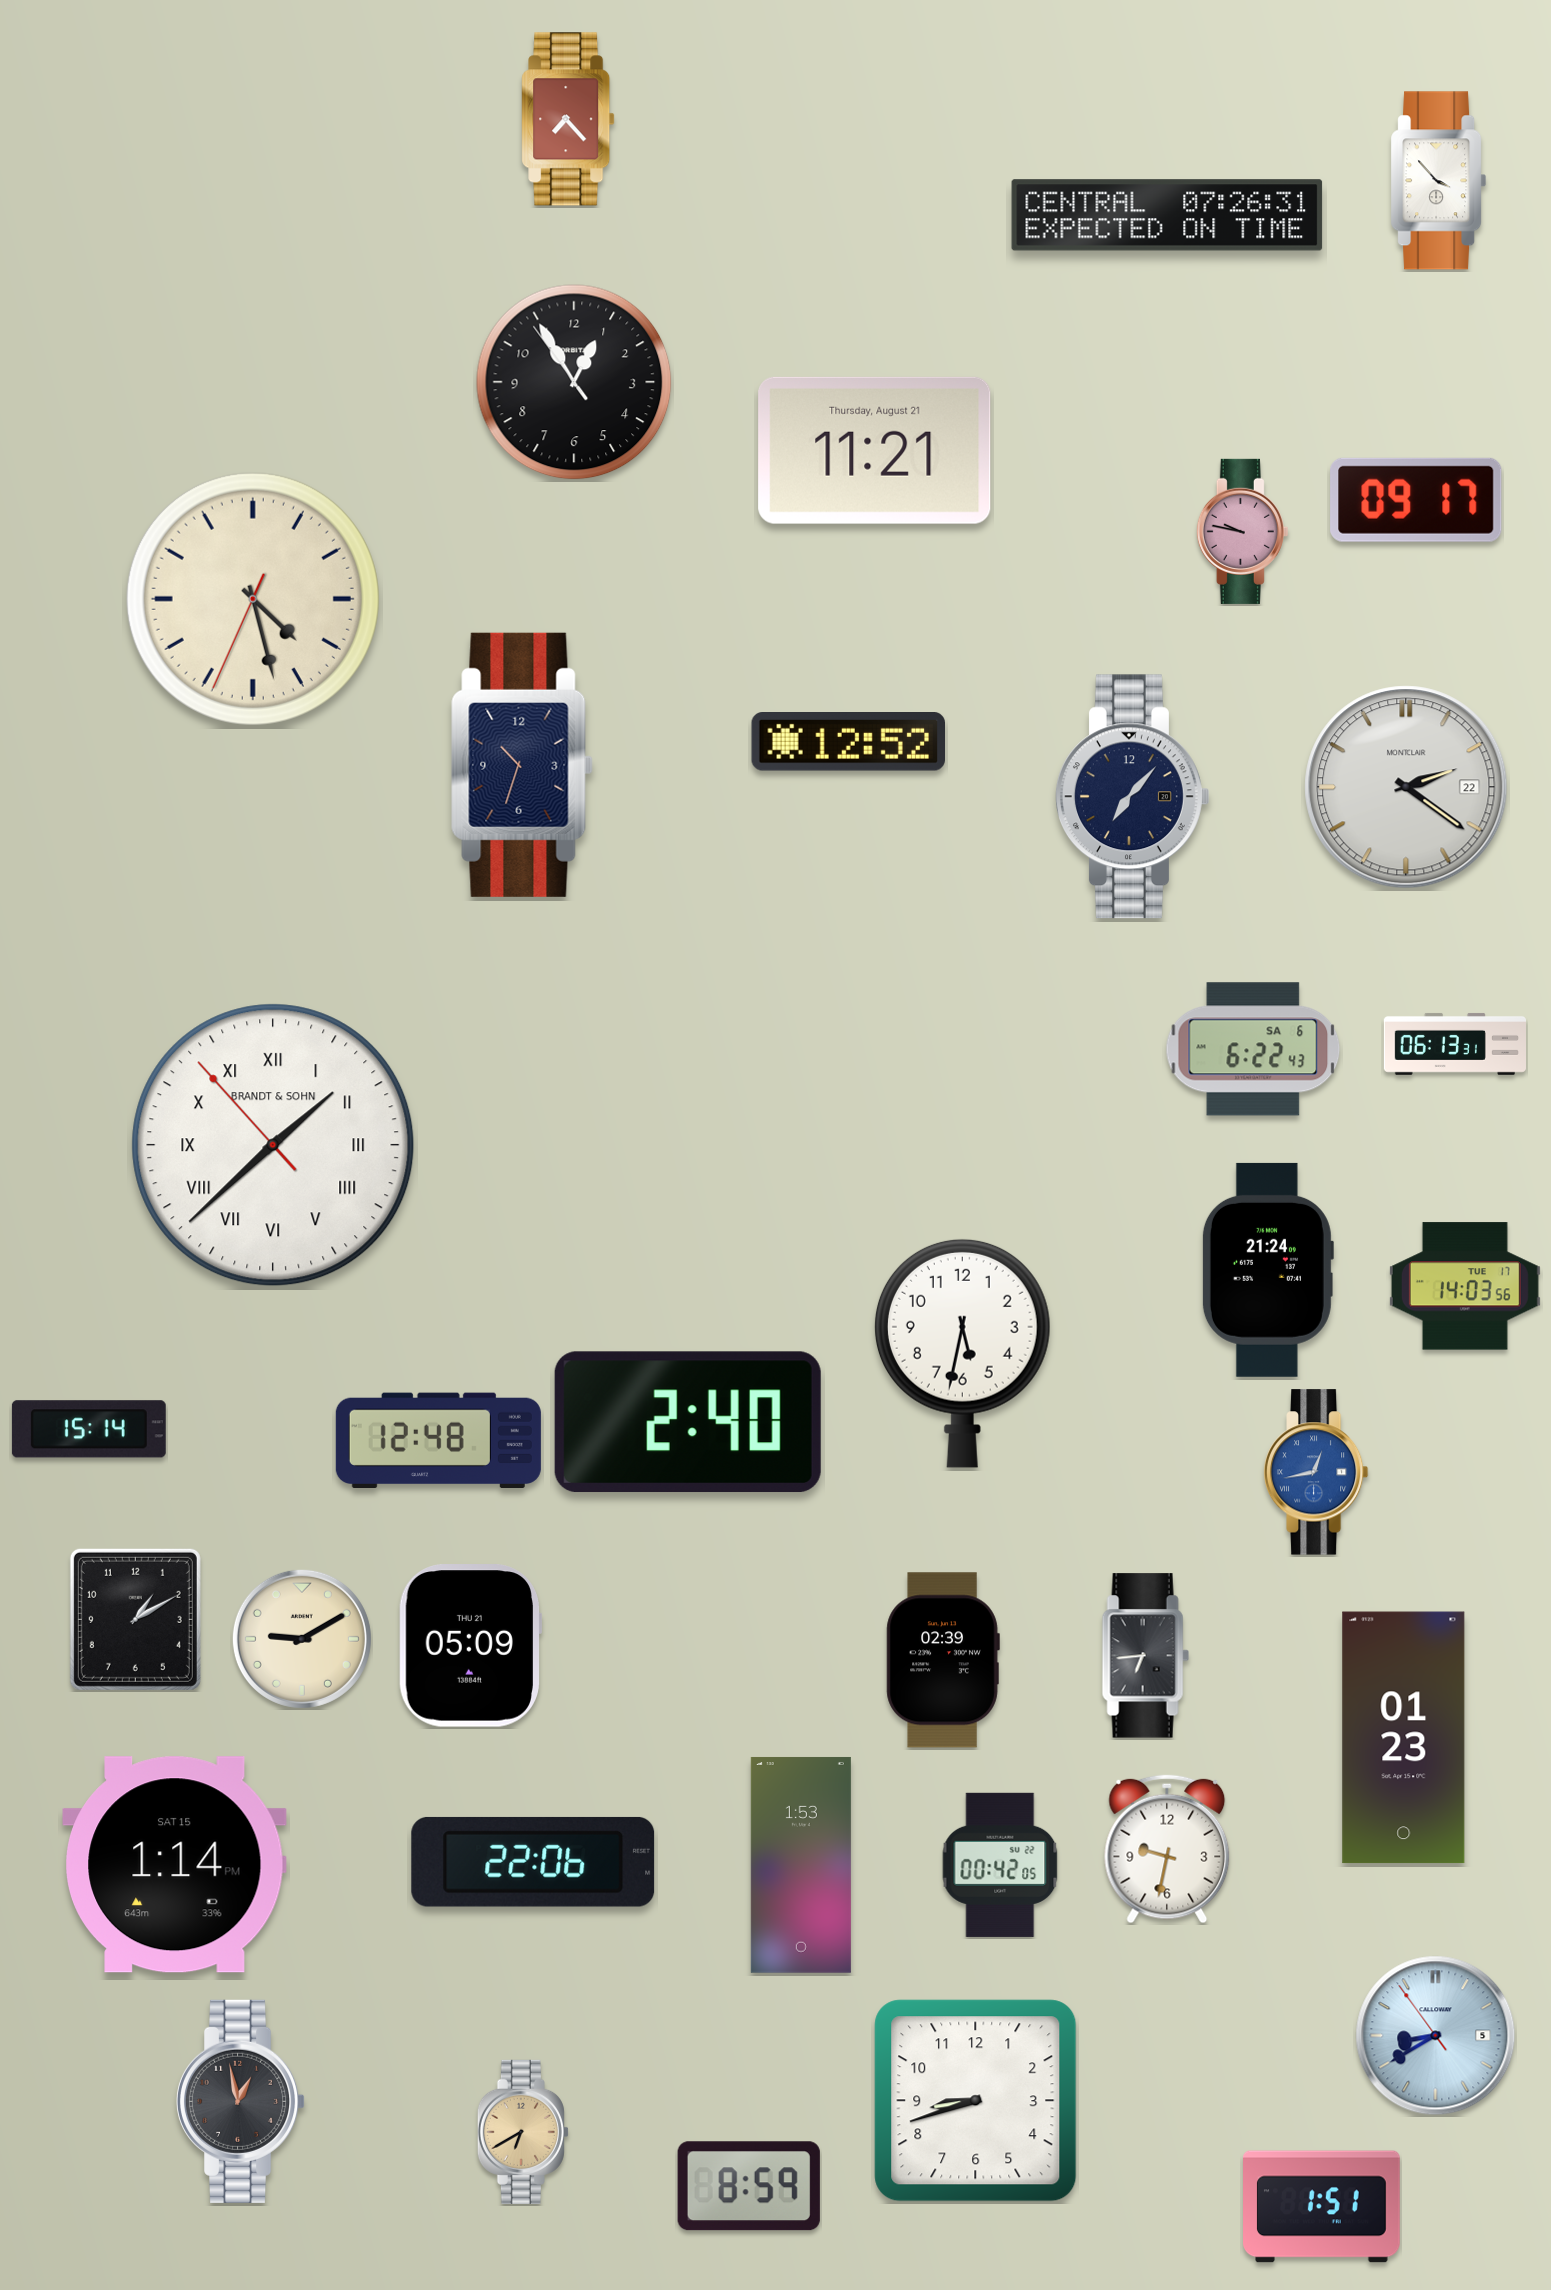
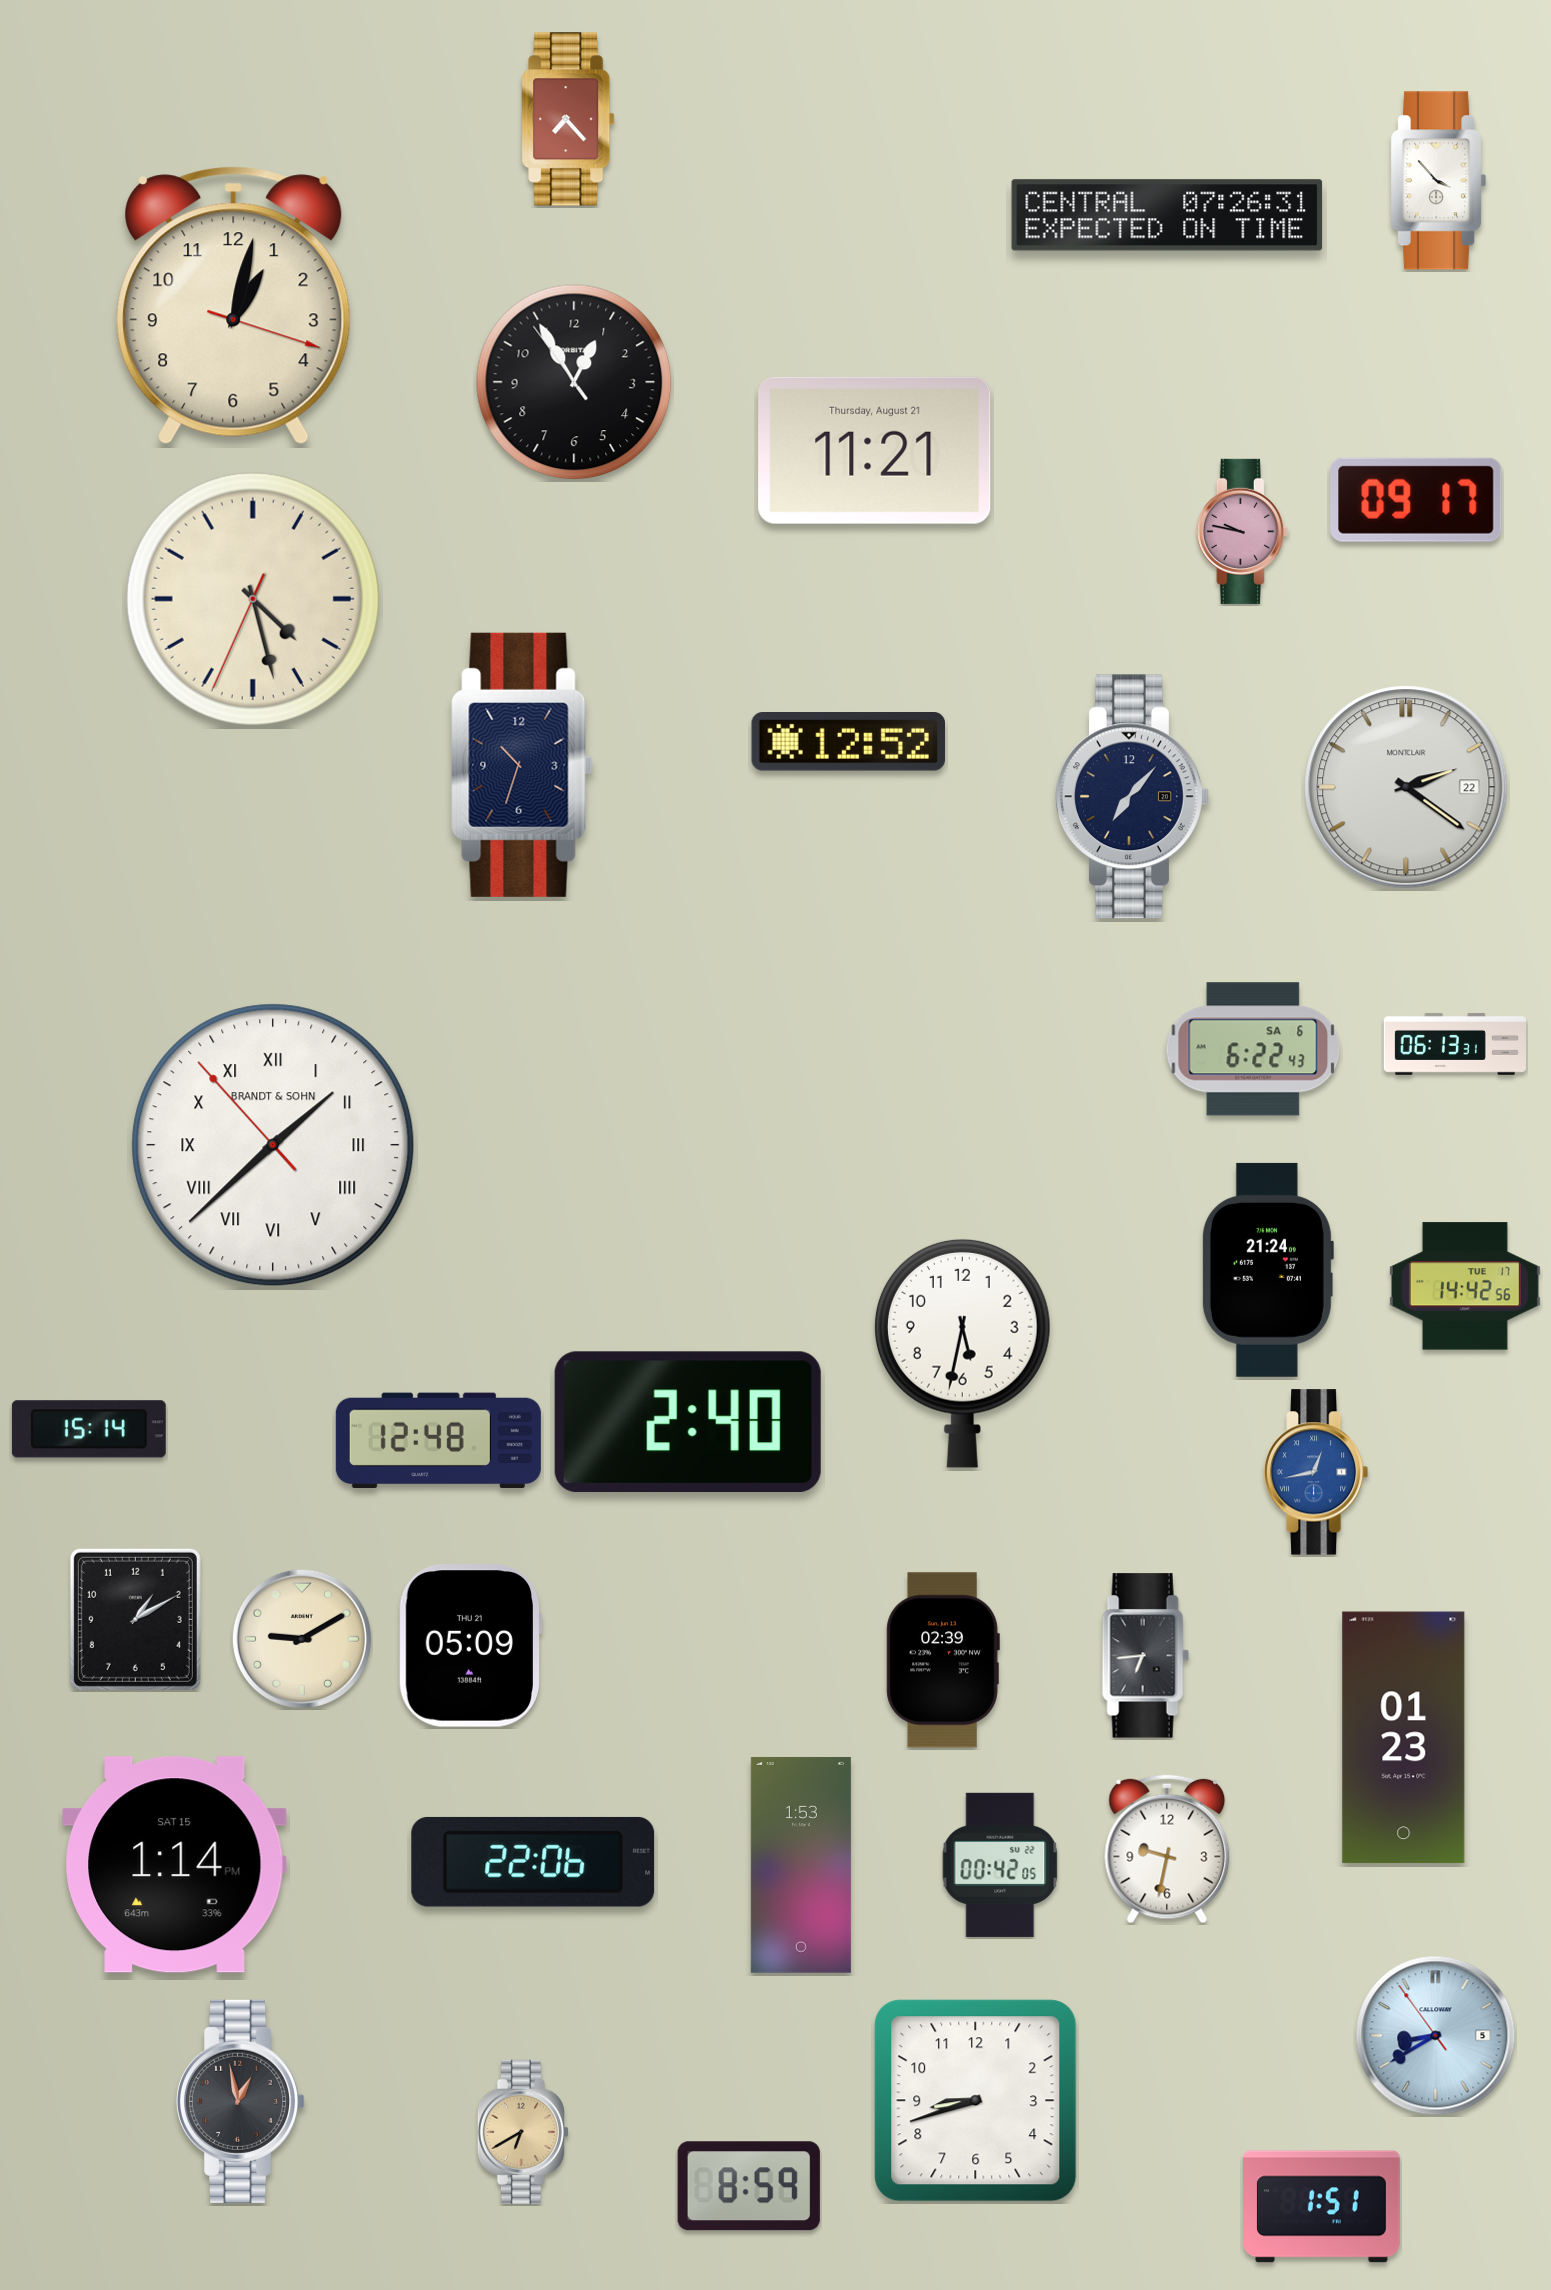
clock at (234, 306): none -> 1:02
clock at (1465, 1286): 14:03 -> 14:42
